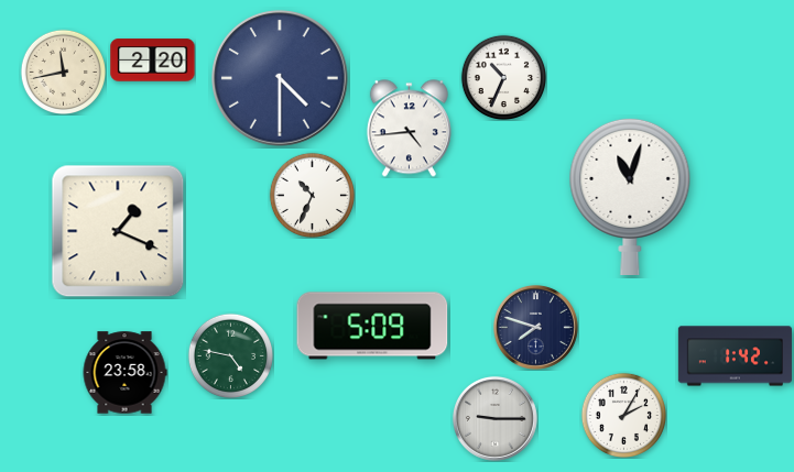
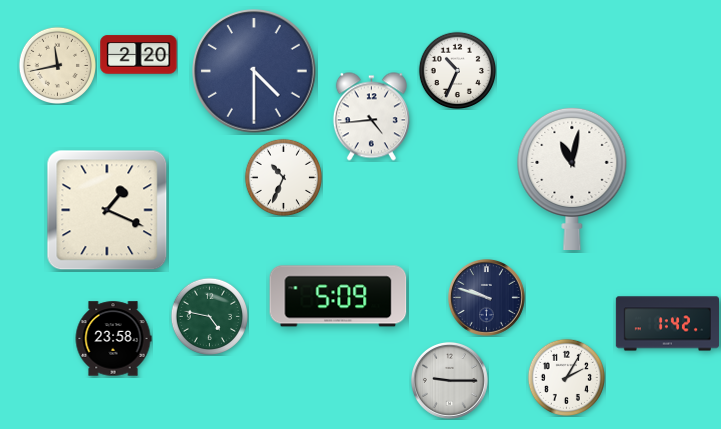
clock at (630, 196): 11:03 -> 11:02
clock at (535, 327): 7:48 -> 9:48
clock at (230, 355) position: (230, 355) -> (209, 316)
